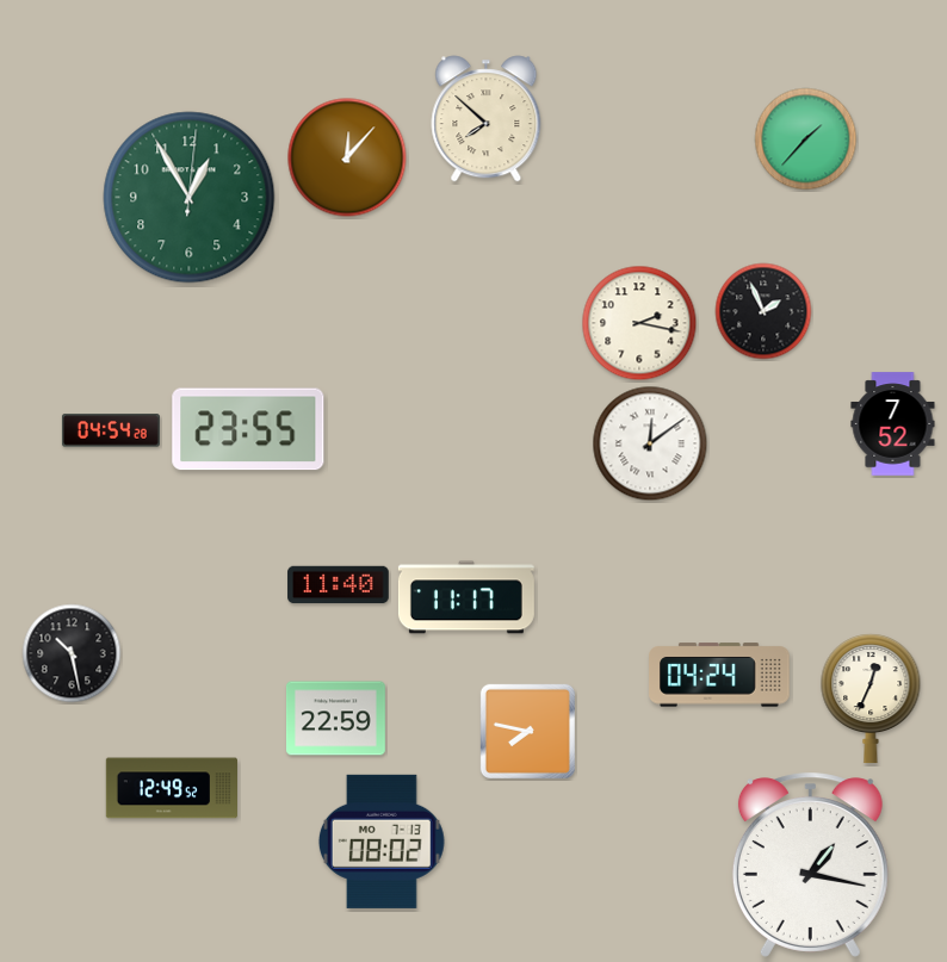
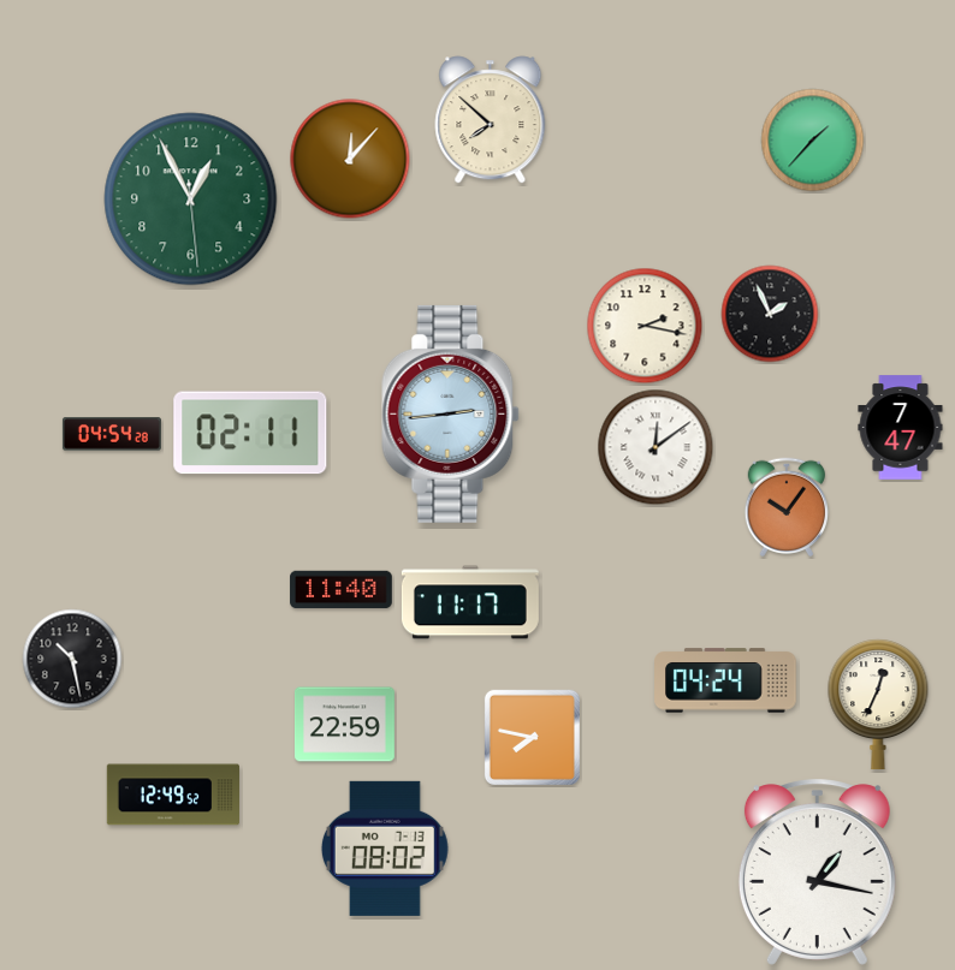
clock at (190, 198): 12:55:01 -> 12:55:29
clock at (451, 413): none -> 2:44
clock at (893, 424): 7:52 -> 7:47
clock at (248, 429): 23:55 -> 02:11
clock at (787, 506): none -> 10:06
clock at (335, 719) position: (335, 719) -> (344, 725)
